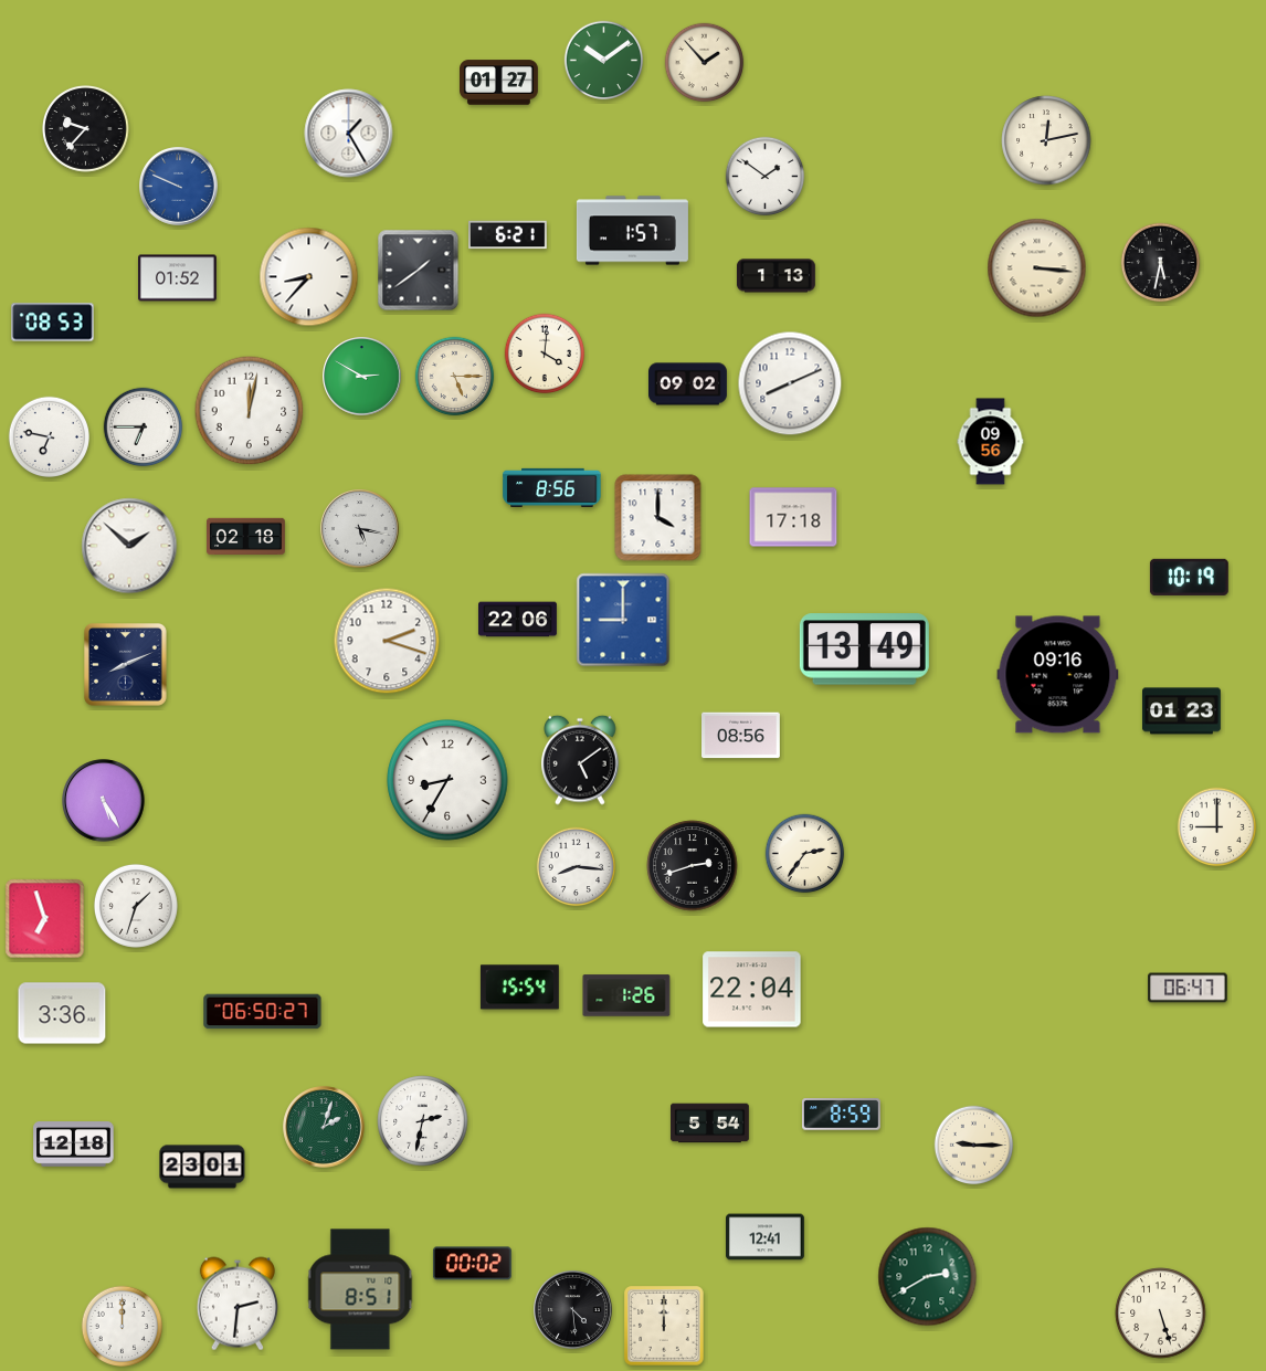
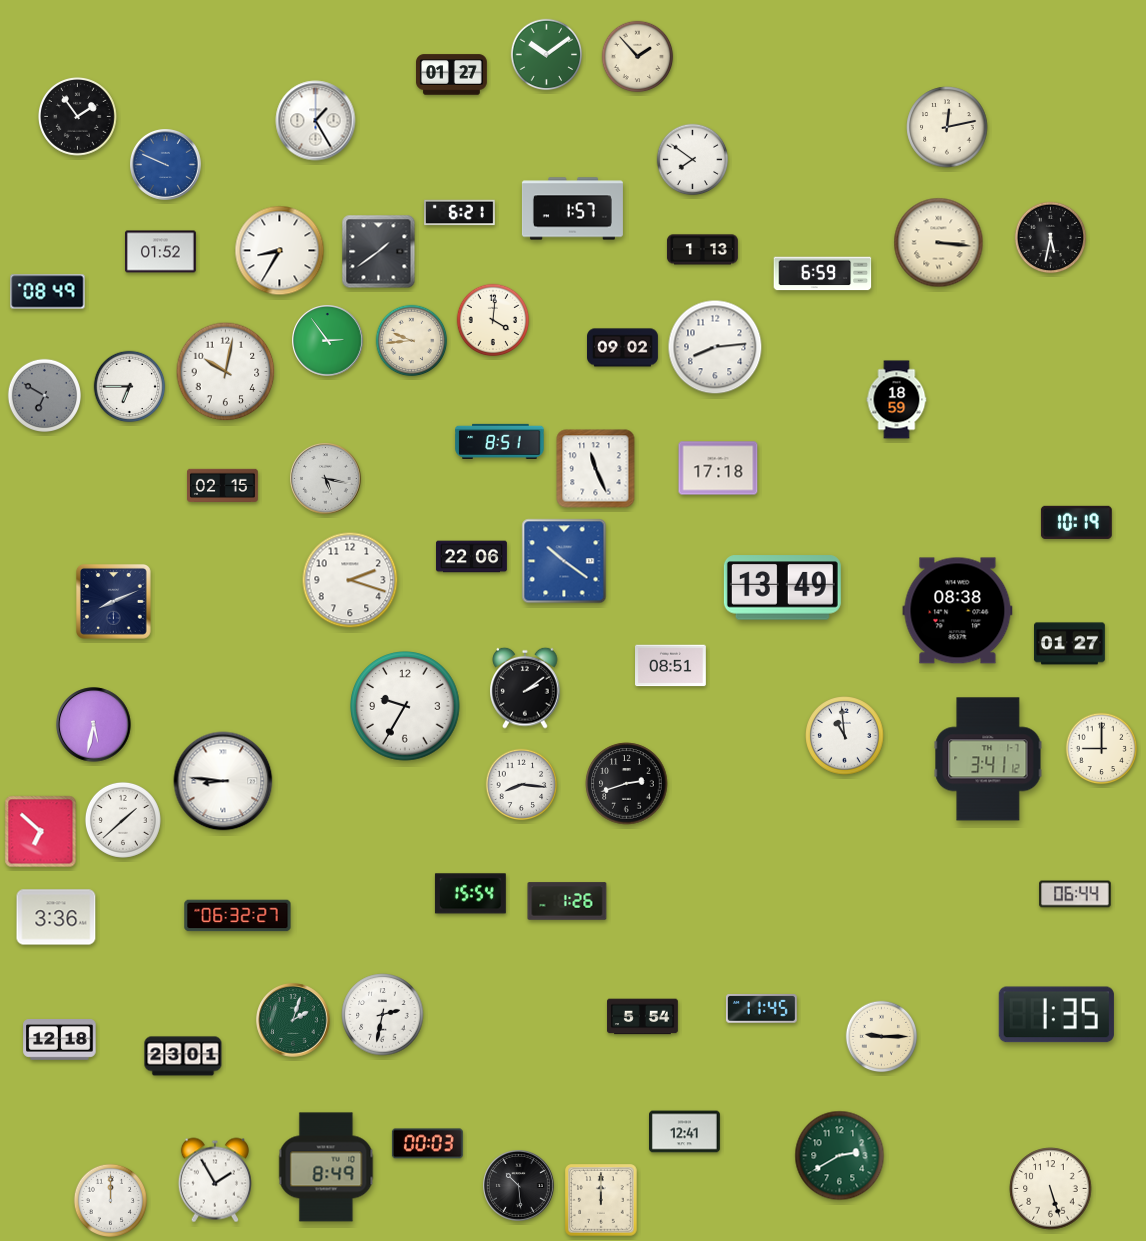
clock at (86, 129): 9:37 -> 1:54
clock at (766, 177): 1:51 -> 7:51
clock at (179, 187) position: (179, 187) -> (166, 165)
clock at (419, 271) position: (419, 271) -> (379, 252)
clock at (309, 277): 8:37 -> 8:35
clock at (823, 274): none -> 6:59
clock at (53, 323): 08:53 -> 08:49
clock at (362, 377): 2:50 -> 2:54
clock at (455, 377): 5:15 -> 9:44
clock at (790, 383): 8:11 -> 8:14
clock at (250, 411): 12:02 -> 10:02
clock at (49, 436): 6:47 -> 6:50
clock at (49, 436) dial: white -> grey
clock at (991, 442): 09:56 -> 18:59
clock at (552, 487): 8:56 -> 8:51
clock at (658, 518): 4:00 -> 11:26
clock at (246, 536): 02:18 -> 02:15
clock at (129, 546): 1:52 -> none
clock at (518, 620) position: (518, 620) -> (472, 557)
clock at (623, 620): 9:00 -> 10:21
clock at (1058, 675): 09:16 -> 08:38
clock at (1182, 711): 01:23 -> 01:27
clock at (741, 736): 08:56 -> 08:51
clock at (580, 760): 5:09 -> 2:09
clock at (447, 780): 8:35 -> 9:35
clock at (104, 801): 5:25 -> 5:32
clock at (845, 736): none -> 10:59
clock at (988, 759): none -> 3:41
clock at (805, 854): 2:36 -> none
clock at (223, 781): none -> 8:46
clock at (136, 906): 1:33 -> 1:38
clock at (45, 919): 6:57 -> 6:52
clock at (1188, 988): 06:47 -> 06:44
clock at (752, 990): 22:04 -> none
clock at (263, 1012): 06:50 -> 06:32
clock at (841, 1115): 8:59 -> 11:45
clock at (1056, 1015): none -> 1:35
clock at (74, 1145) position: (74, 1145) -> (60, 1040)
clock at (766, 1237) position: (766, 1237) -> (685, 1132)
clock at (472, 1264): 00:02 -> 00:03
clock at (360, 1289): 8:51 -> 8:49
clock at (238, 1304): 2:31 -> 1:55
clock at (573, 1310): 4:29 -> 10:29
